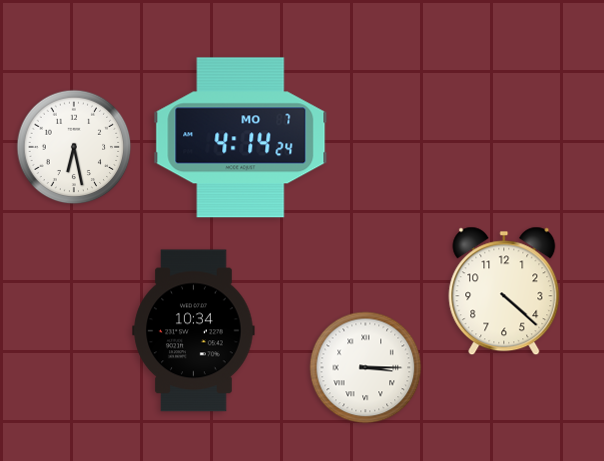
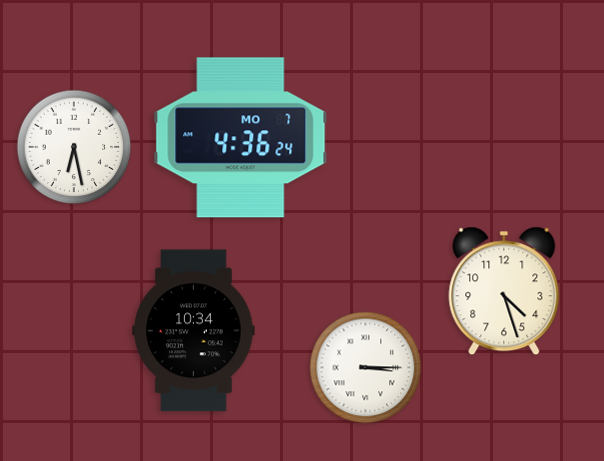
clock at (241, 138): 4:14 -> 4:36
clock at (504, 291): 4:22 -> 4:27
